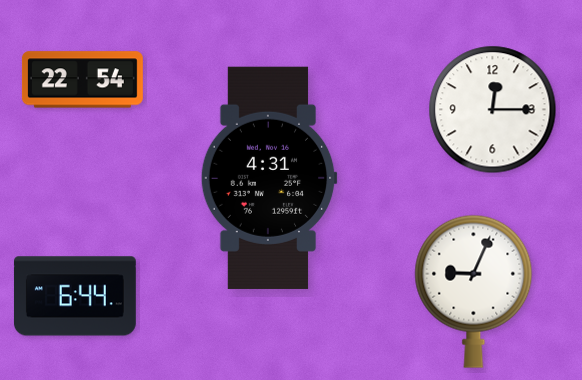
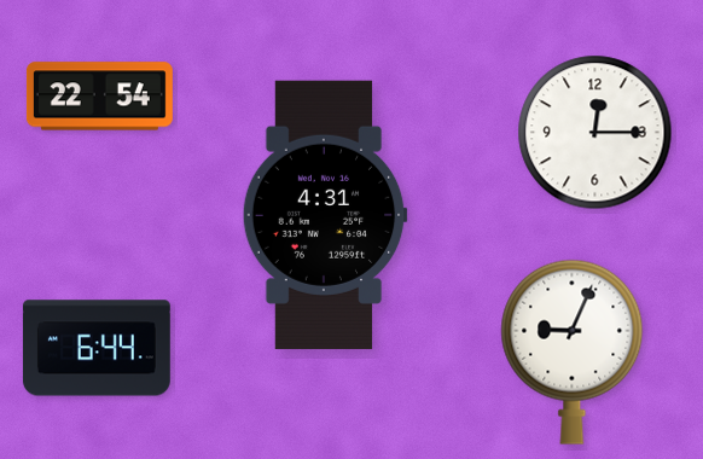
clock at (75, 296) position: (75, 296) -> (97, 348)
